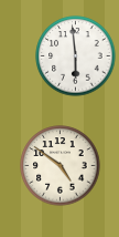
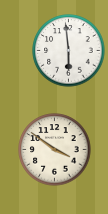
clock at (61, 166): 4:51 -> 3:51
